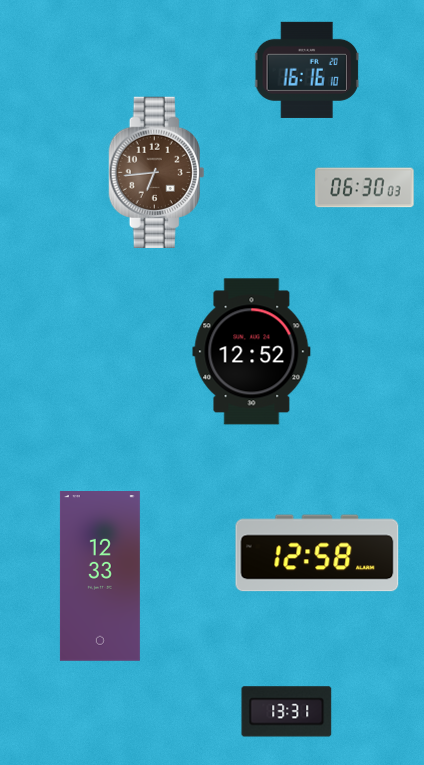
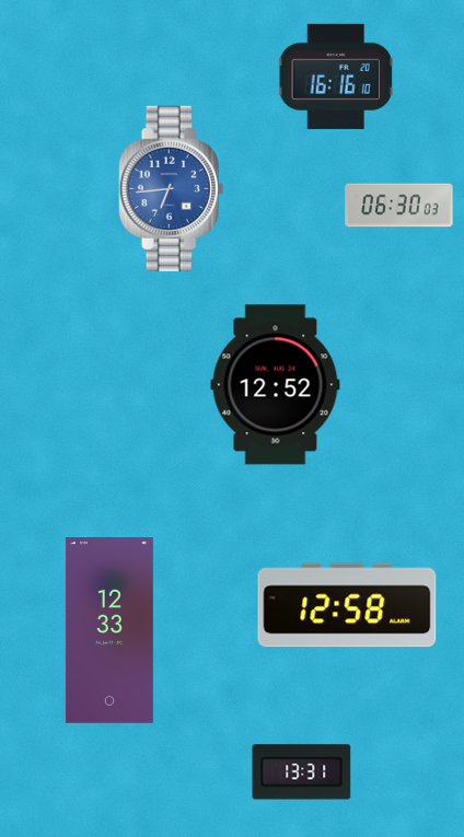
clock at (157, 172) dial: brown -> blue
clock at (287, 712) position: (287, 712) -> (302, 772)
